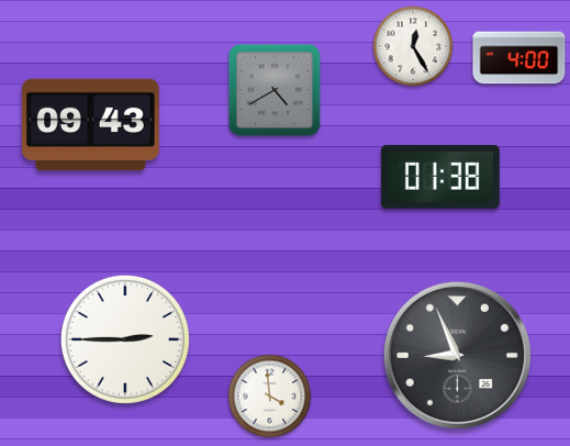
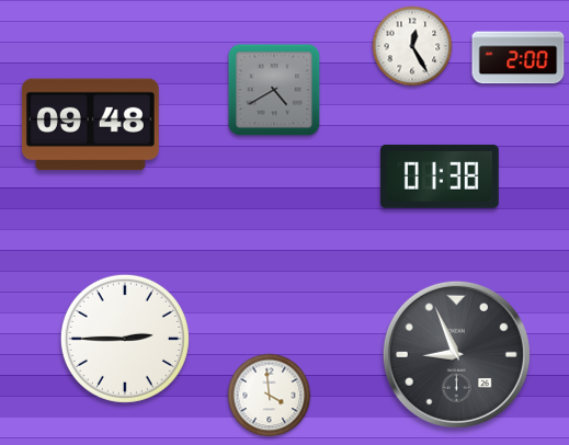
clock at (519, 58): 4:00 -> 2:00
clock at (90, 125): 09:43 -> 09:48
